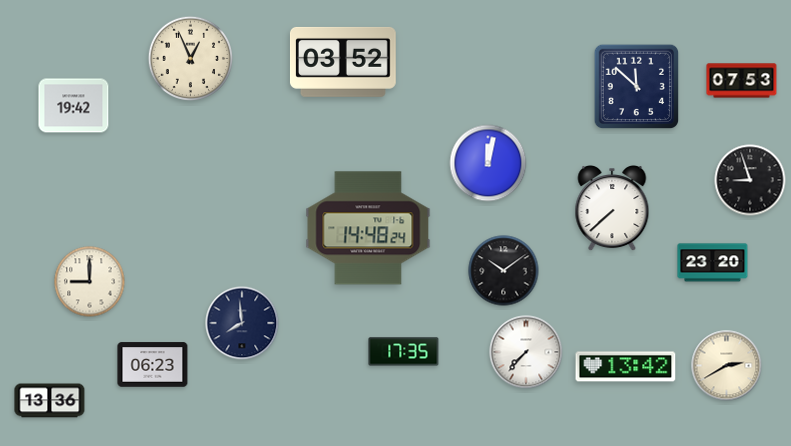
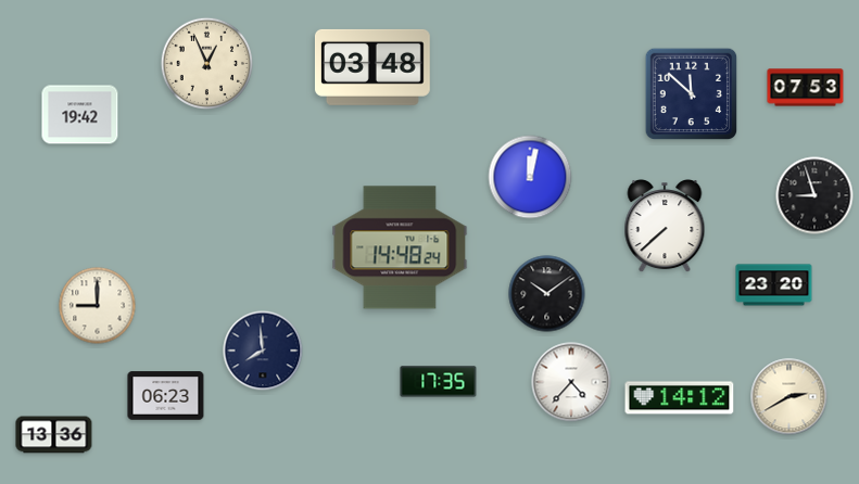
clock at (343, 62): 03:52 -> 03:48
clock at (526, 352): 7:37 -> 4:37
clock at (626, 367): 13:42 -> 14:12
